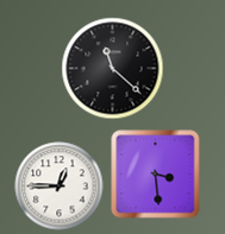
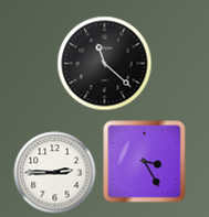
clock at (156, 175): 3:29 -> 3:25
clock at (60, 186): 12:45 -> 2:45
